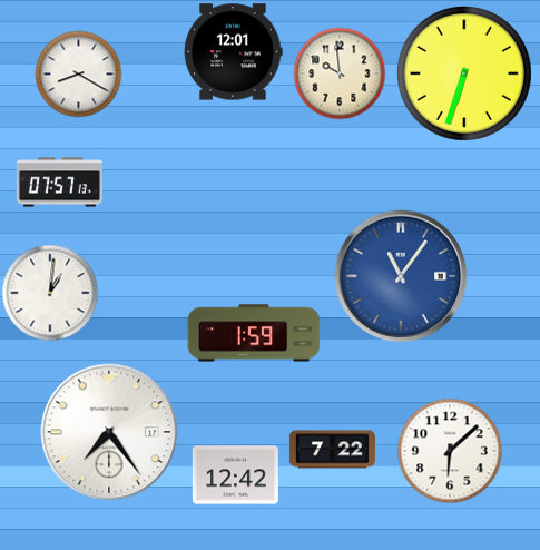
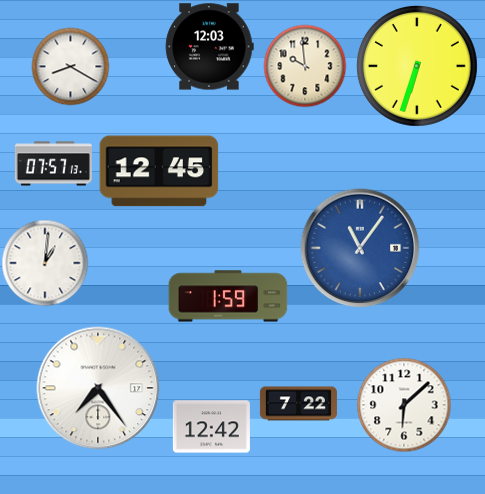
clock at (233, 52): 12:01 -> 12:03
clock at (159, 171): none -> 12:45
clock at (254, 333) position: (254, 333) -> (228, 296)
